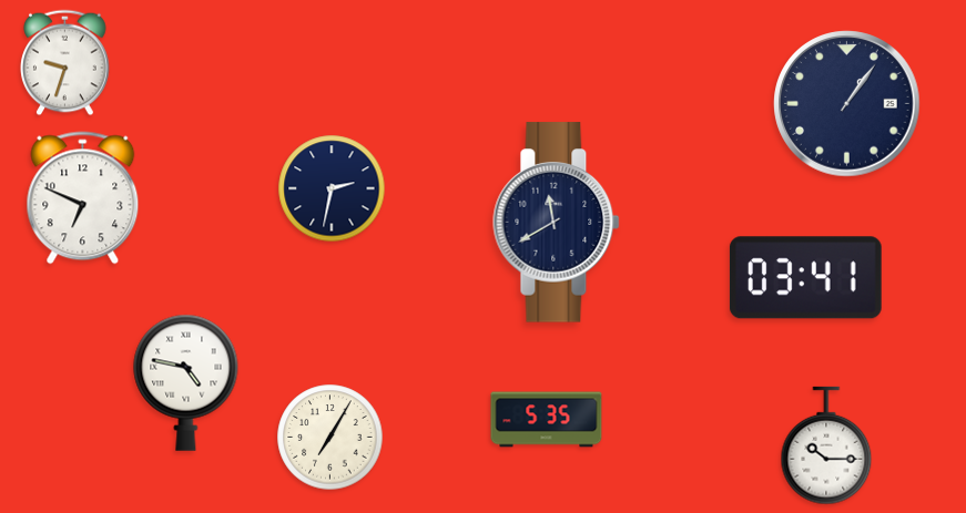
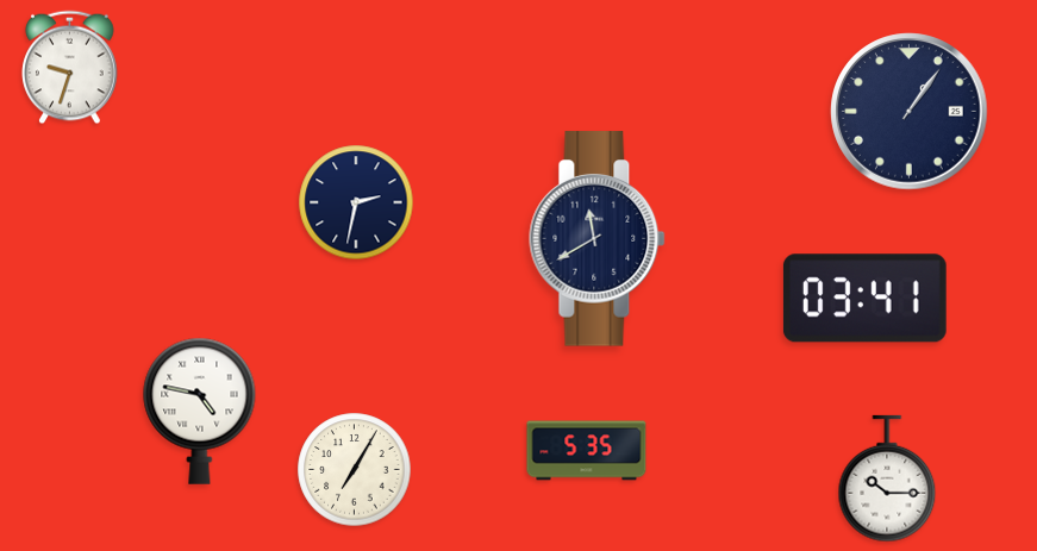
clock at (83, 198): 6:49 -> none
